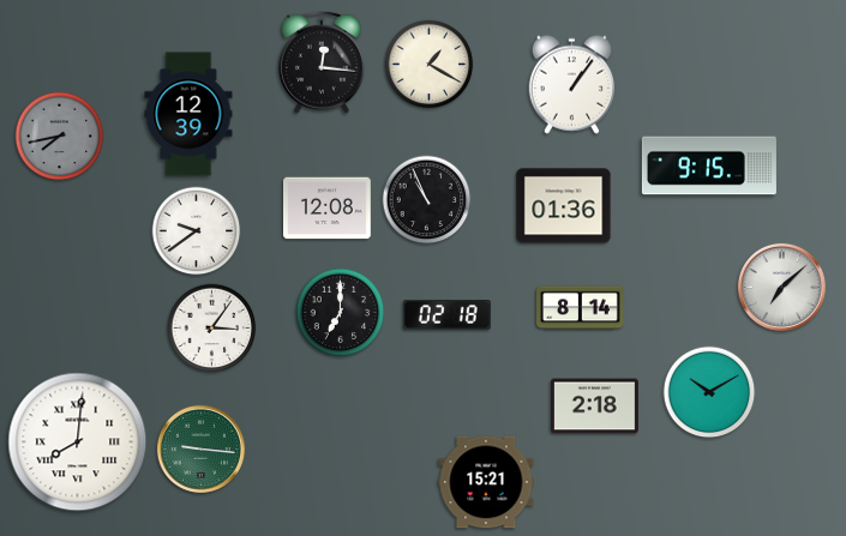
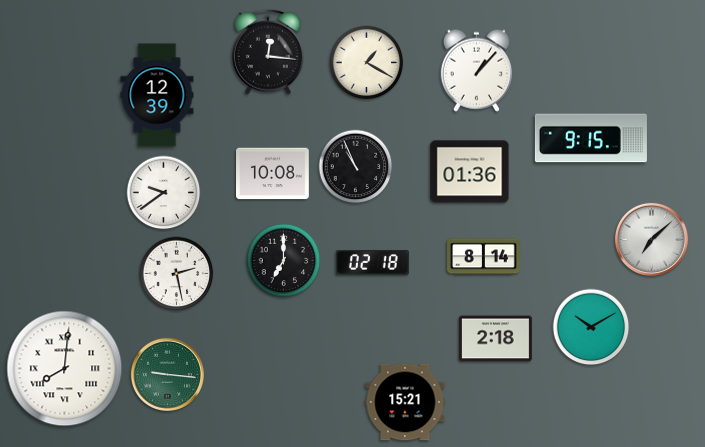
clock at (430, 65) position: (430, 65) -> (367, 63)
clock at (571, 84): 1:06 -> 1:07
clock at (60, 137): 7:43 -> none
clock at (328, 209): 12:08 -> 10:08
clock at (212, 329): 3:06 -> 2:28
